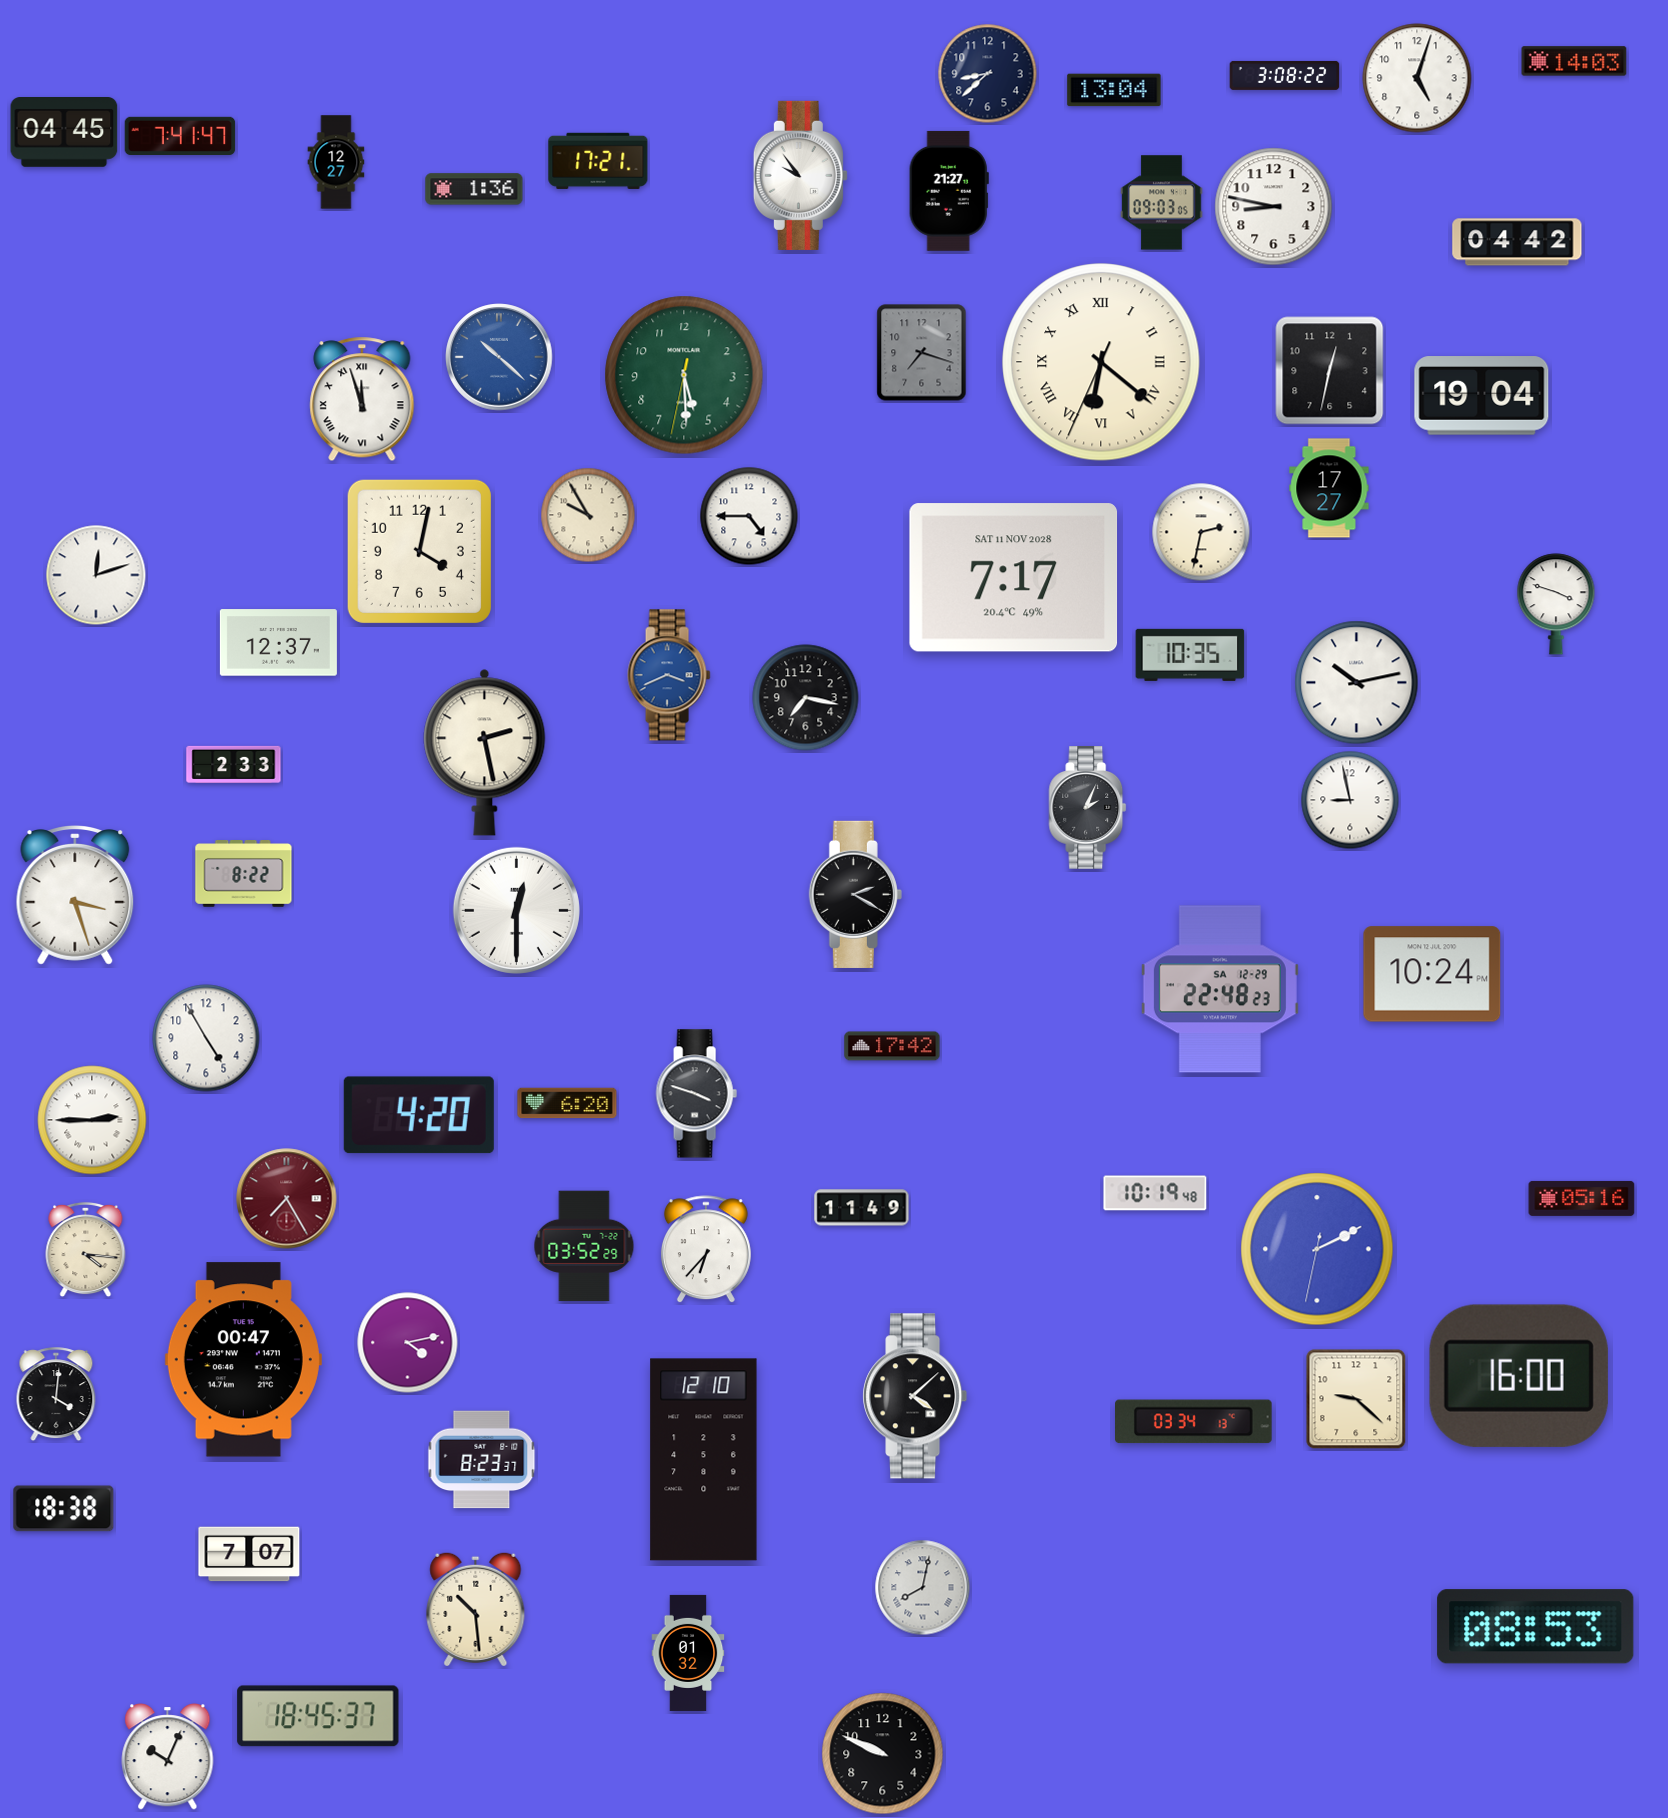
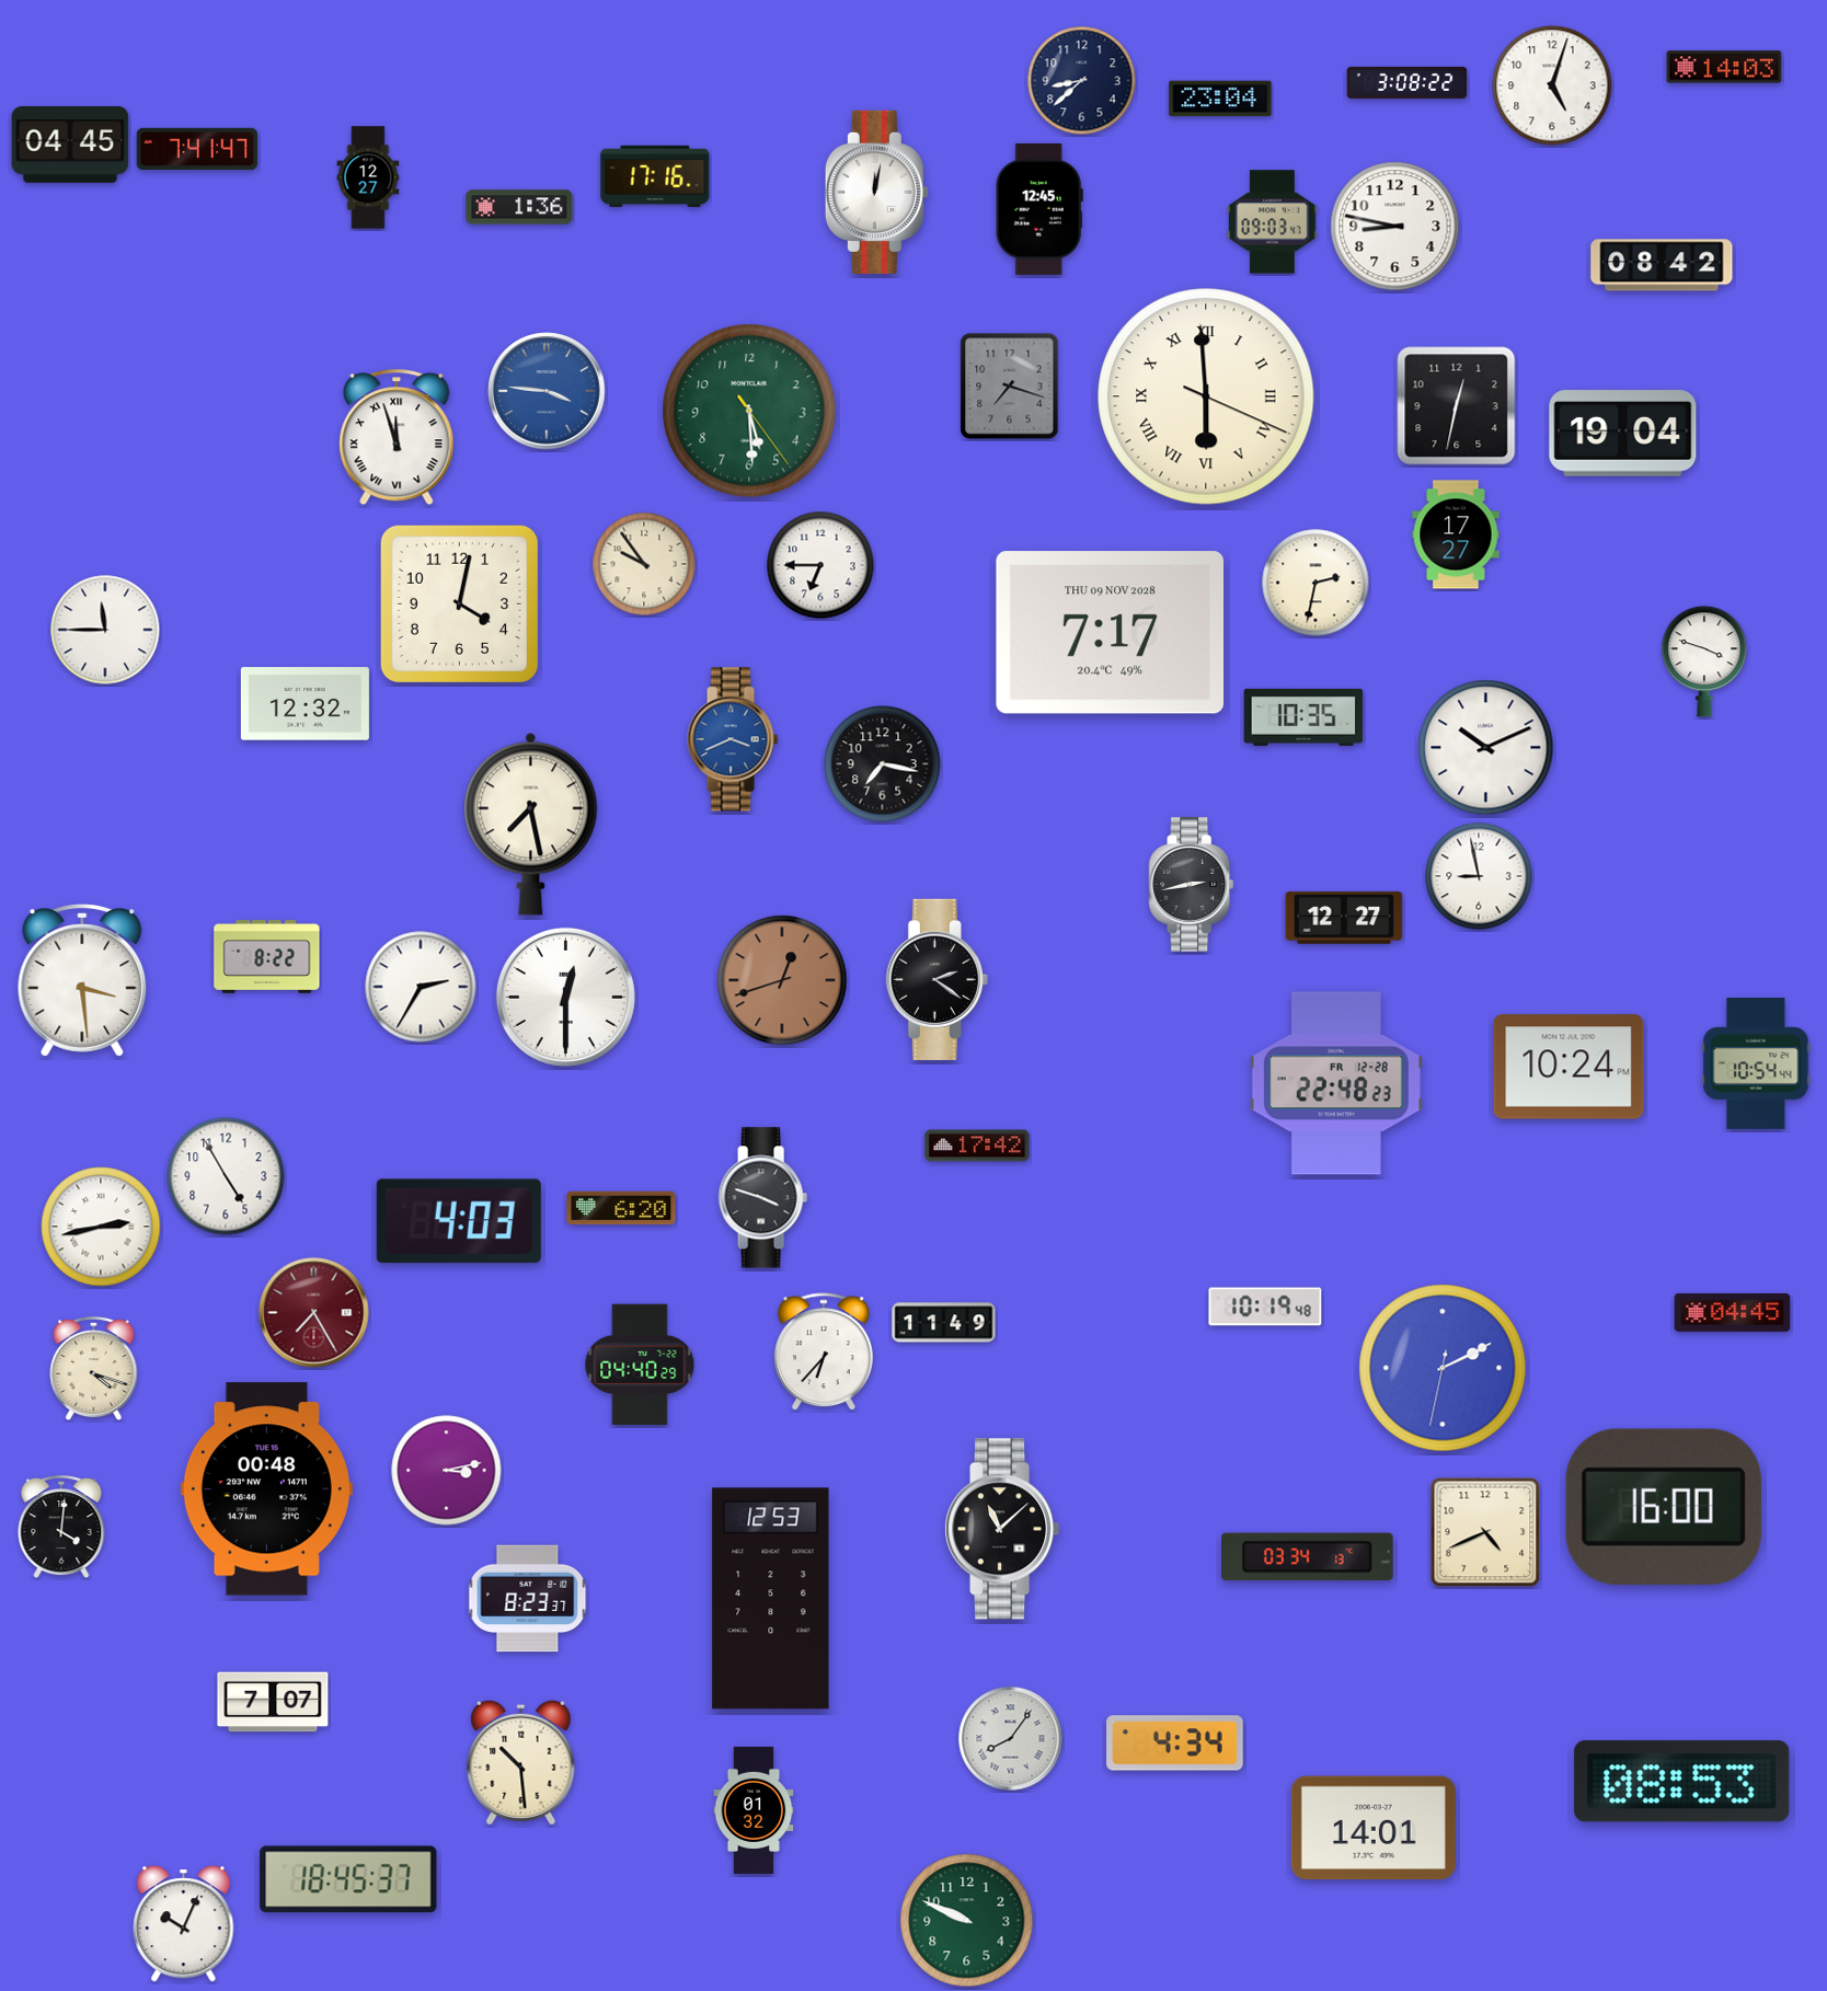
clock at (1114, 90): 13:04 -> 23:04
clock at (598, 161): 17:21 -> 17:16
clock at (800, 175): 9:54 -> 12:02
clock at (949, 191): 21:27 -> 12:45
clock at (1162, 203): 09:03:05 -> 09:03:47
clock at (1517, 242): 04:42 -> 08:42
clock at (499, 357): 10:22 -> 3:46
clock at (1101, 362): 6:21 -> 5:59
clock at (684, 375): 5:29:32 -> 5:29:24
clock at (588, 515): 9:55 -> 9:54
clock at (749, 516): 4:45 -> 6:45
clock at (96, 575): 12:12 -> 11:45
clock at (1014, 578) date: SAT 11 NOV 2028 -> THU 09 NOV 2028
clock at (278, 643): 12:37 -> 12:32
clock at (1357, 683): 10:13 -> 10:11
clock at (485, 752): 2:28 -> 7:28
clock at (234, 764): 2:33 -> none
clock at (1088, 808): 2:04 -> 2:43
clock at (1344, 918): none -> 12:27
clock at (855, 894): 2:20 -> 2:21
clock at (782, 980): none -> 12:42
clock at (75, 896): 3:27 -> 3:29
clock at (421, 987): none -> 2:35
clock at (1756, 1063): none -> 10:54
clock at (1220, 989) date: SA 12-29 -> FR 12-28
clock at (206, 1038) position: (206, 1038) -> (226, 1176)
clock at (419, 1115): 4:20 -> 4:03
clock at (92, 1120): 2:45 -> 2:43
clock at (1582, 1198): 05:16 -> 04:45
clock at (584, 1246): 03:52 -> 04:40
clock at (86, 1250): 4:16 -> 4:18
clock at (706, 1250) position: (706, 1250) -> (824, 1353)
clock at (408, 1343): 4:13 -> 3:13
clock at (243, 1360): 00:47 -> 00:48
clock at (915, 1396): 4:08 -> 11:08
clock at (1356, 1399): 9:22 -> 4:41
clock at (704, 1460): 12:10 -> 12:53
clock at (64, 1509): 18:38 -> none
clock at (923, 1588): 8:02 -> 8:06
clock at (1175, 1743): none -> 4:34
clock at (1374, 1828): none -> 14:01
clock at (883, 1754) dial: black -> green
